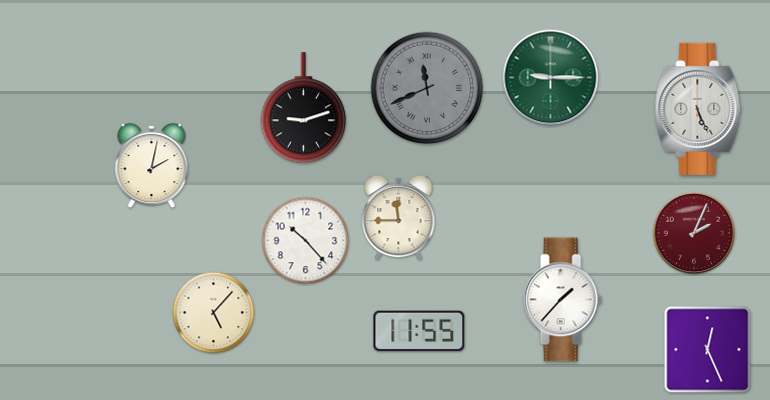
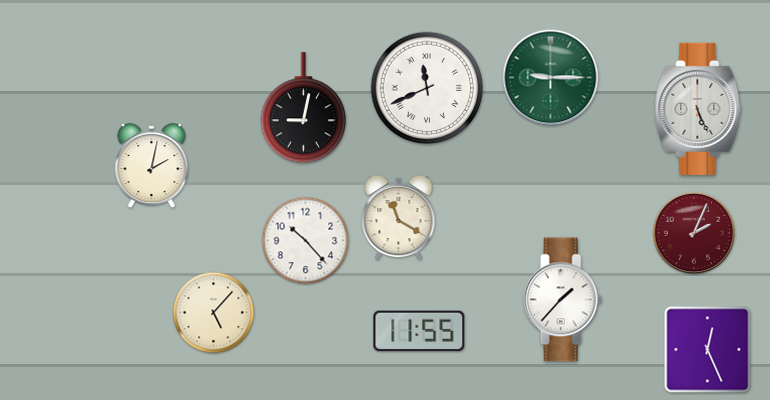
clock at (427, 88) dial: grey -> white
clock at (304, 108): 9:12 -> 9:02
clock at (399, 218): 11:45 -> 11:20
